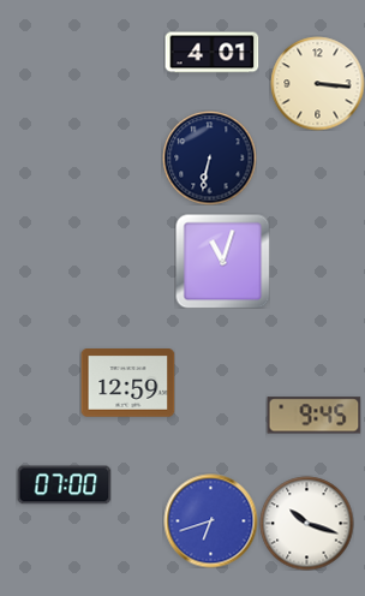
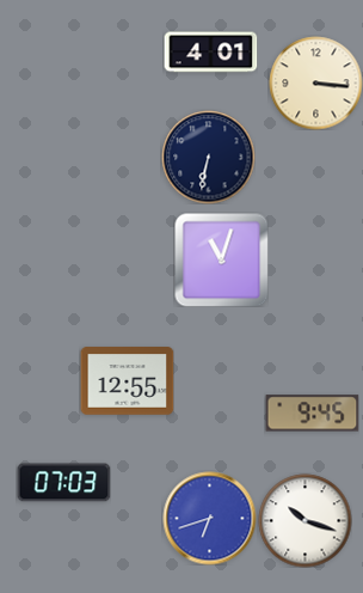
clock at (127, 383): 12:59 -> 12:55
clock at (64, 485): 07:00 -> 07:03
